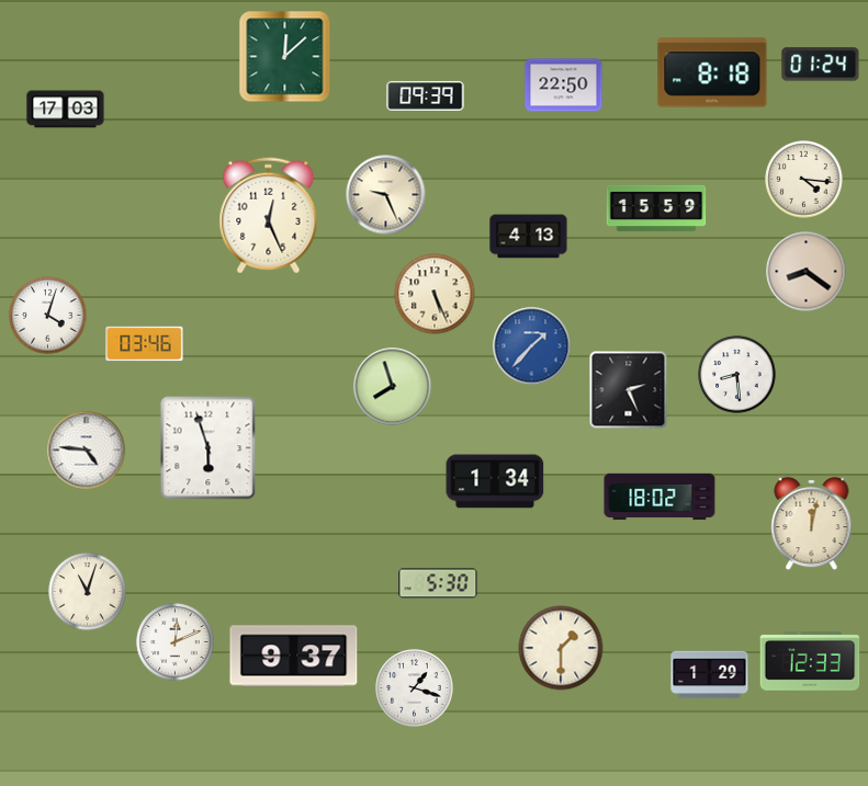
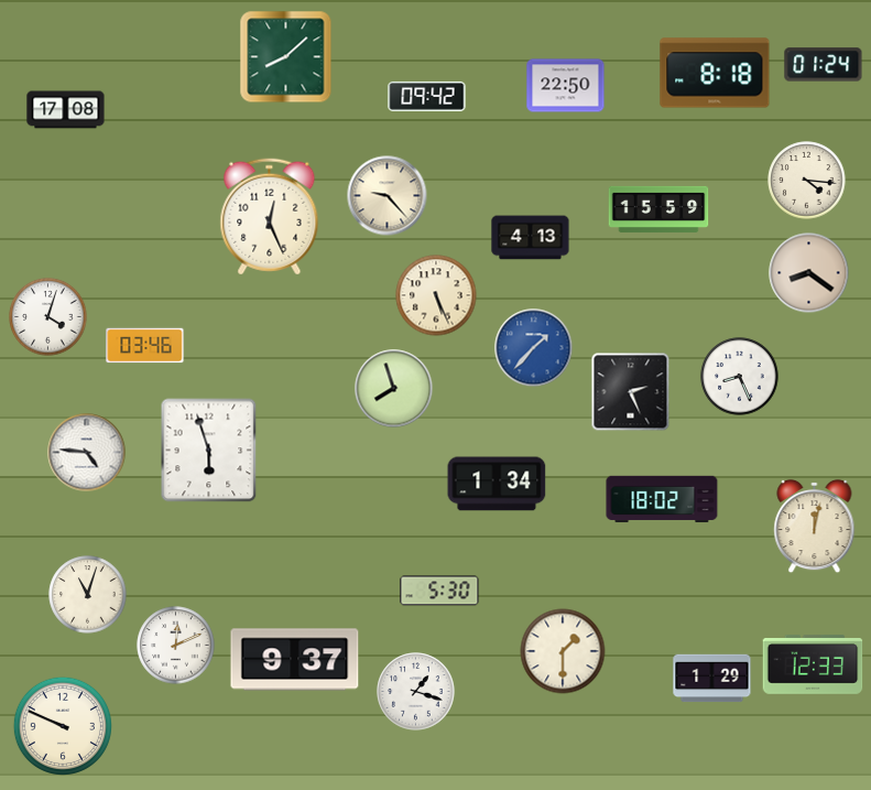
clock at (285, 57): 12:08 -> 8:08
clock at (426, 95): 09:39 -> 09:42
clock at (66, 110): 17:03 -> 17:08
clock at (386, 195): 9:26 -> 9:23
clock at (737, 375): 8:29 -> 8:26
clock at (438, 583) position: (438, 583) -> (439, 591)
clock at (63, 726): none -> 9:49
